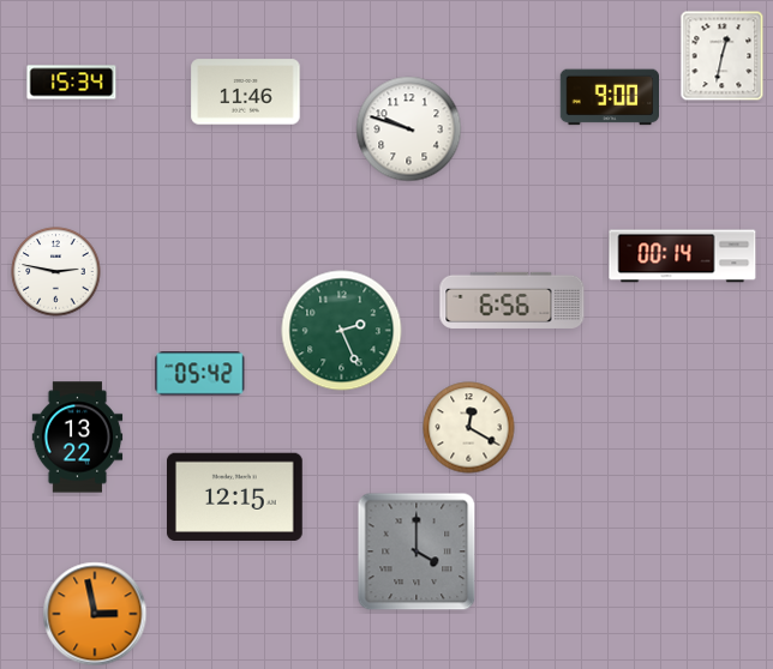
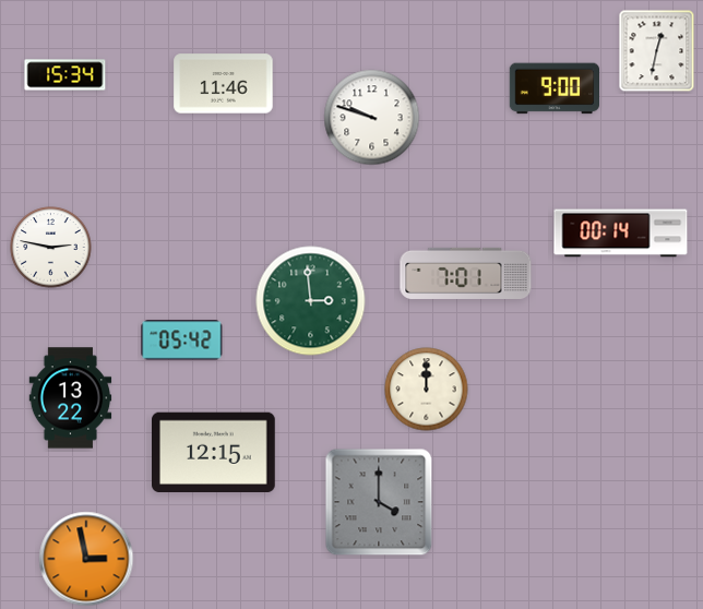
clock at (513, 300): 6:56 -> 7:01
clock at (342, 331): 2:26 -> 2:59
clock at (469, 428): 12:20 -> 12:00
